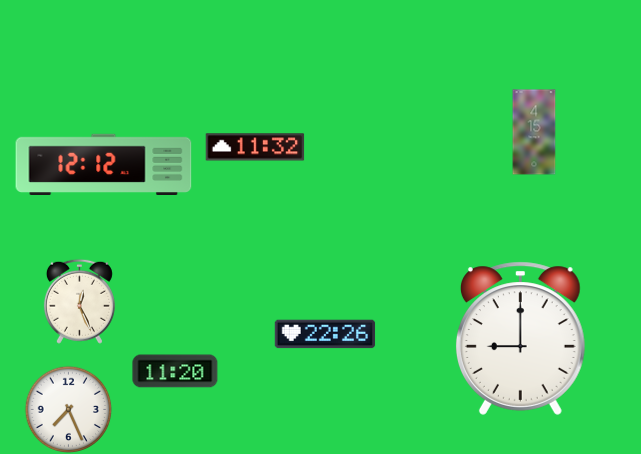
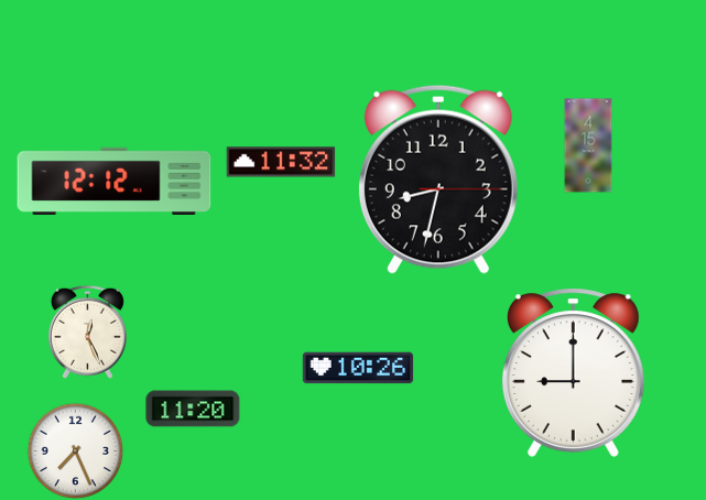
clock at (438, 180): none -> 8:32
clock at (325, 334): 22:26 -> 10:26
